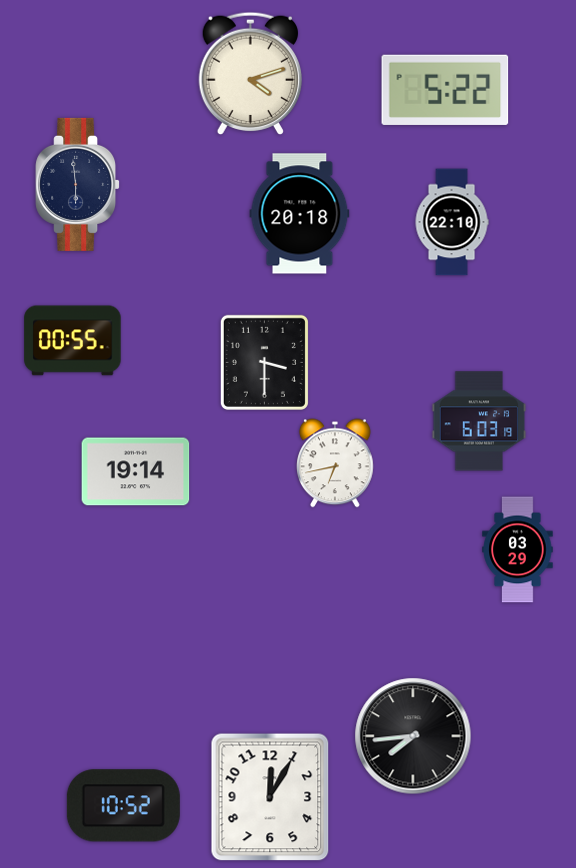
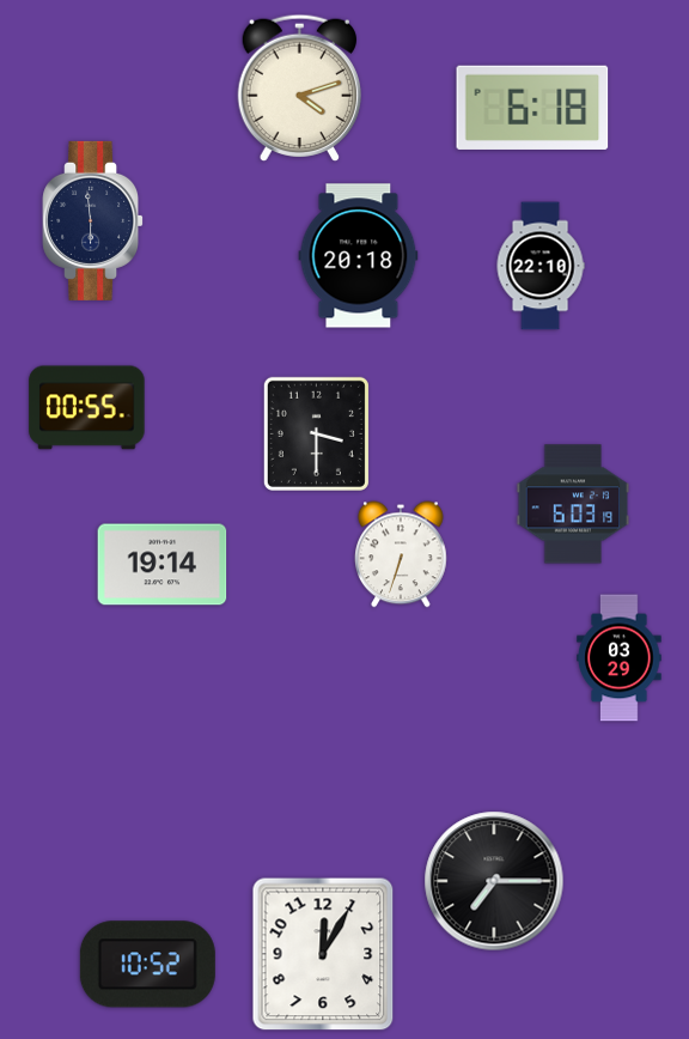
clock at (445, 90): 5:22 -> 6:18
clock at (336, 463): 6:43 -> 6:33
clock at (413, 736): 7:44 -> 7:15
